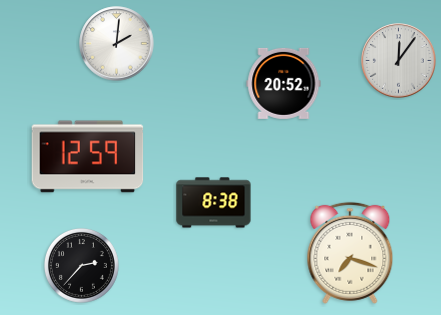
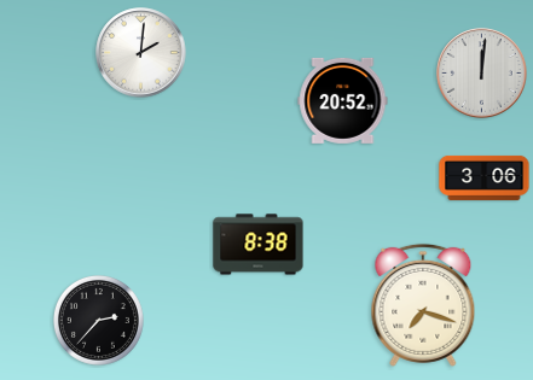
clock at (399, 61): 12:06 -> 12:01
clock at (485, 177): none -> 3:06
clock at (88, 157): 12:59 -> none
